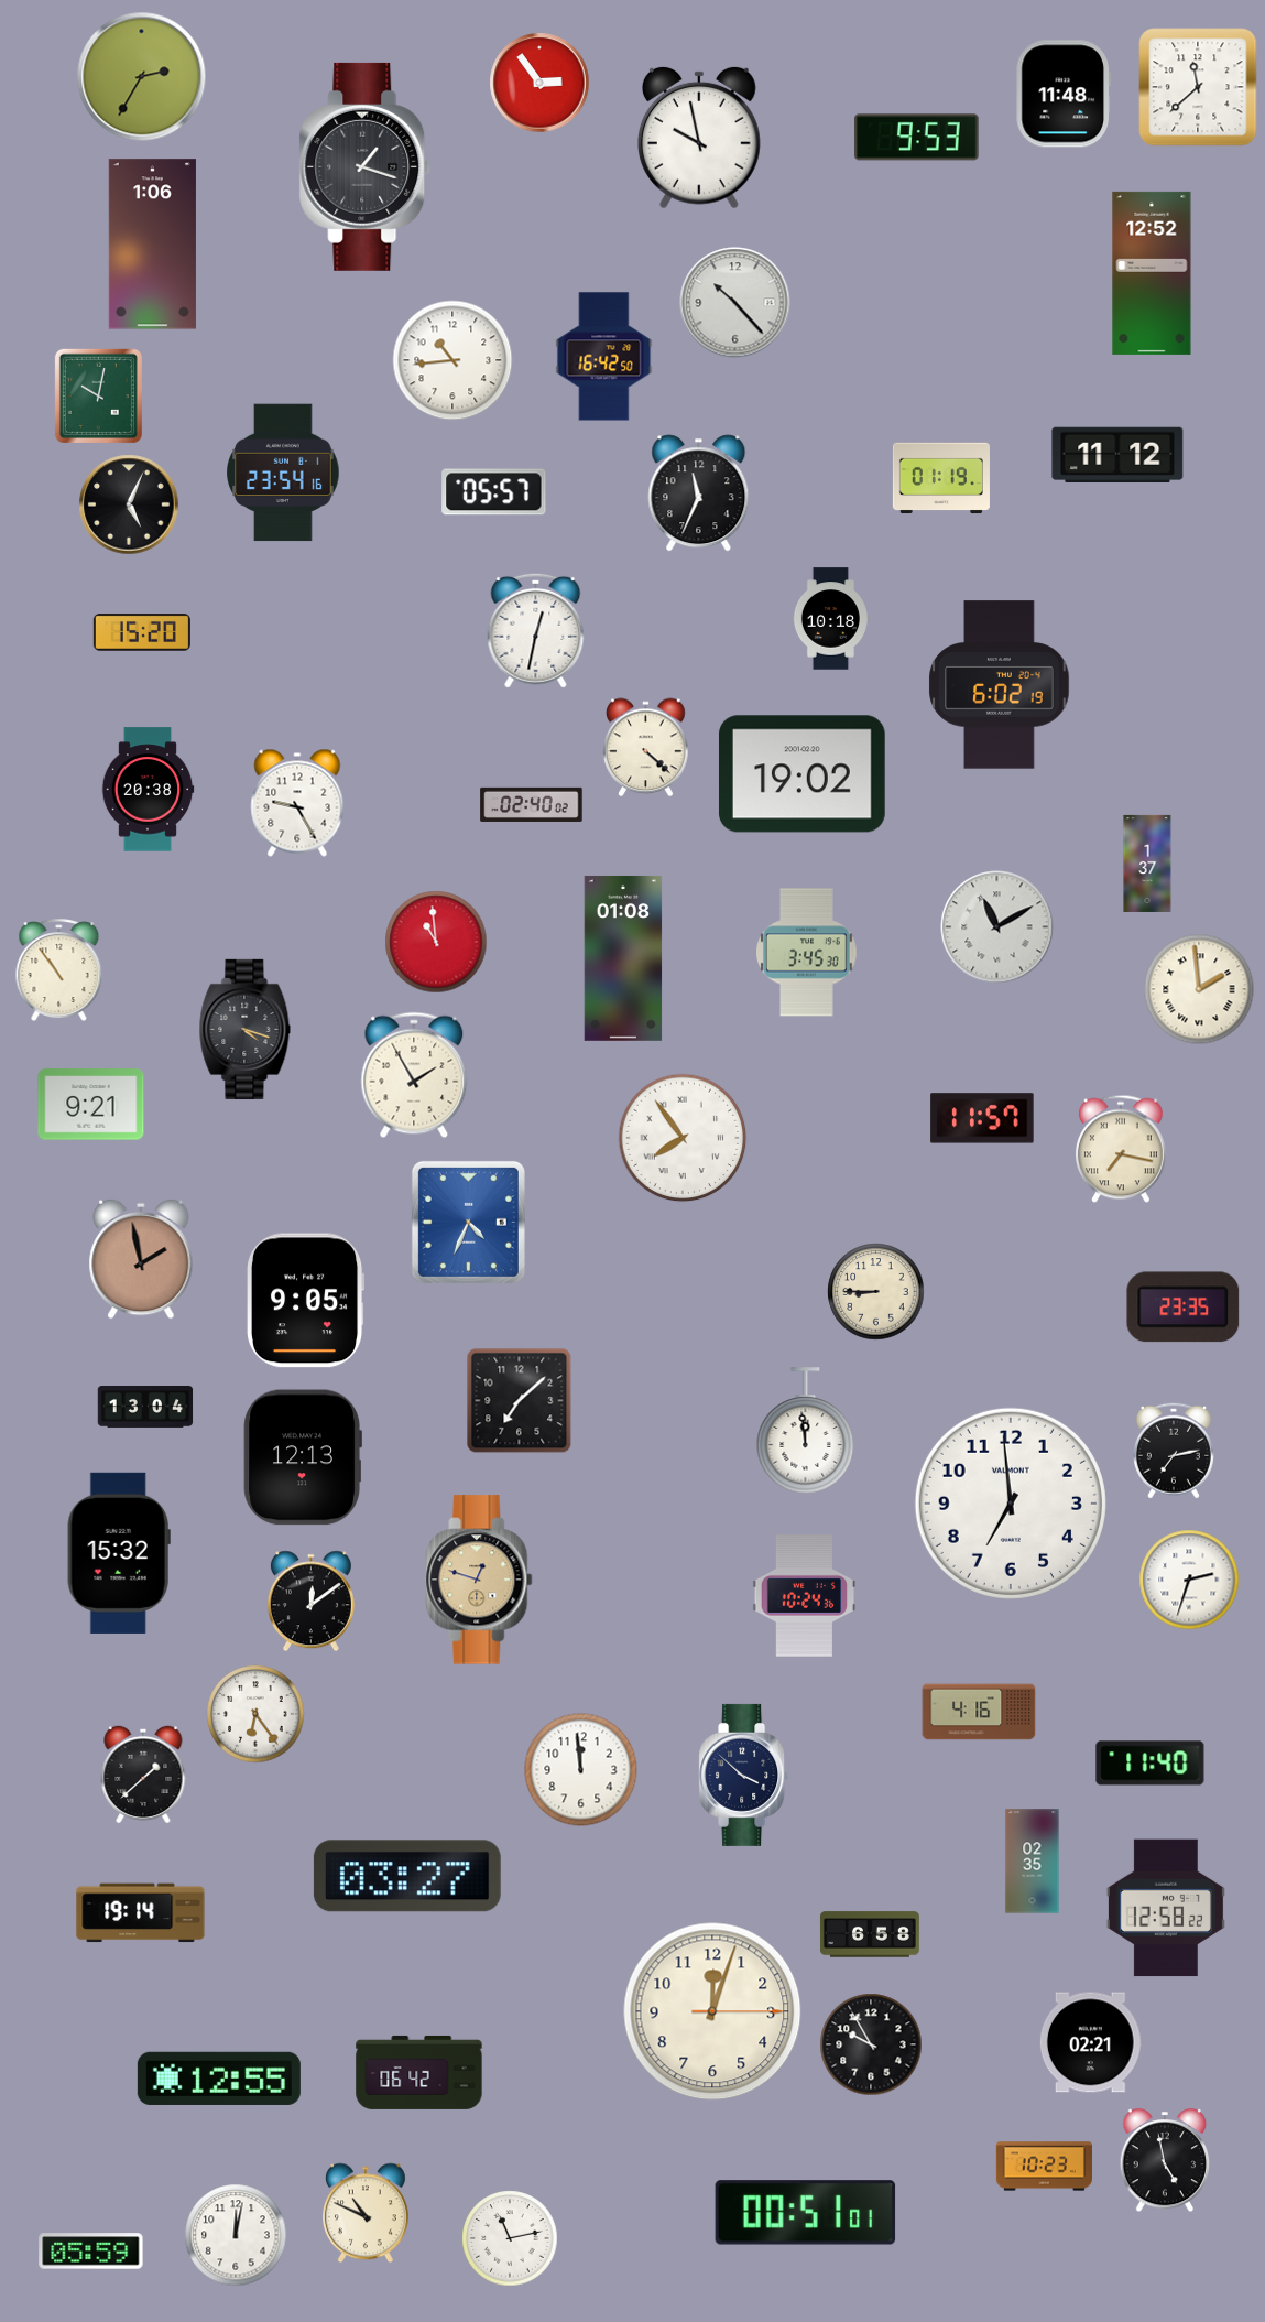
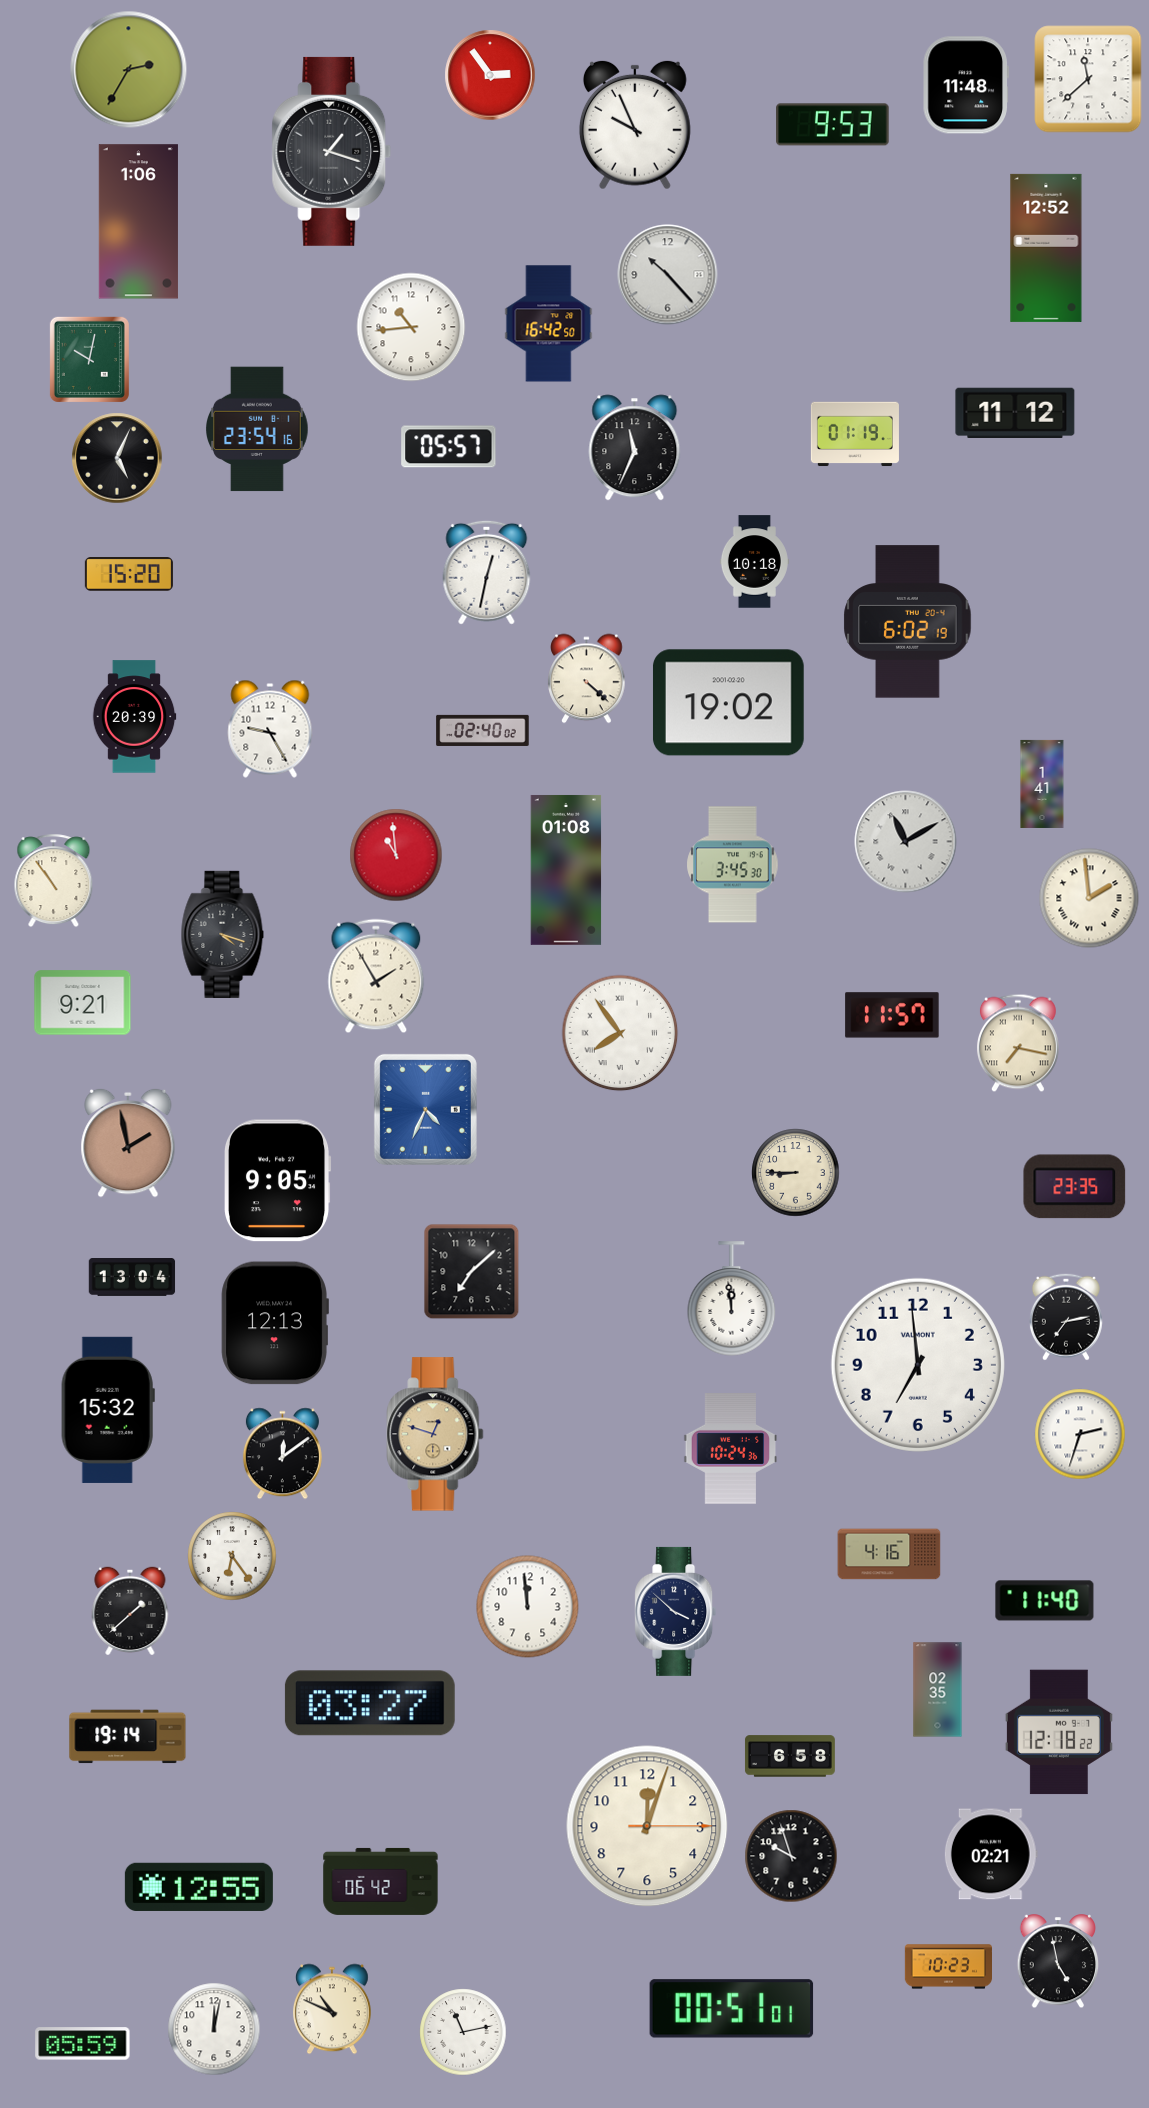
clock at (699, 138): 9:58 -> 9:56
clock at (148, 790): 20:38 -> 20:39
clock at (1147, 864): 1:37 -> 1:41
clock at (1166, 1908): 12:58 -> 12:18
clock at (871, 2044): 9:55 -> 9:57
